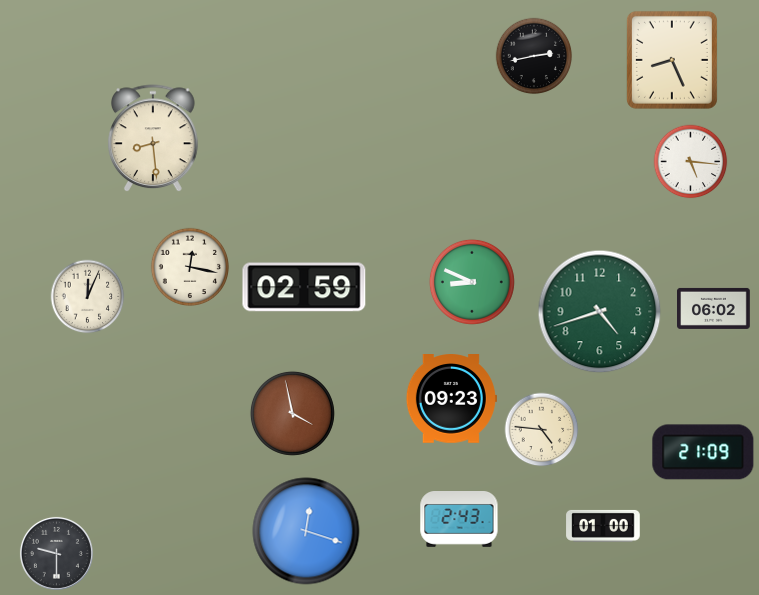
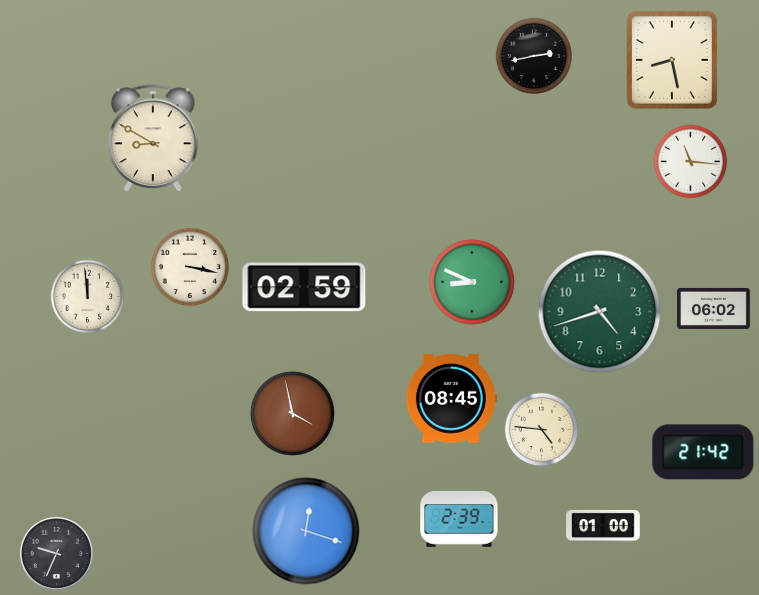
clock at (672, 60): 8:26 -> 8:28
clock at (154, 139): 8:29 -> 8:50
clock at (691, 162): 5:16 -> 11:16
clock at (189, 266): 12:17 -> 3:17
clock at (88, 297): 12:04 -> 11:59
clock at (451, 399): 09:23 -> 08:45
clock at (703, 452): 21:09 -> 21:42
clock at (459, 520): 2:43 -> 2:39
clock at (56, 553): 9:30 -> 9:34
